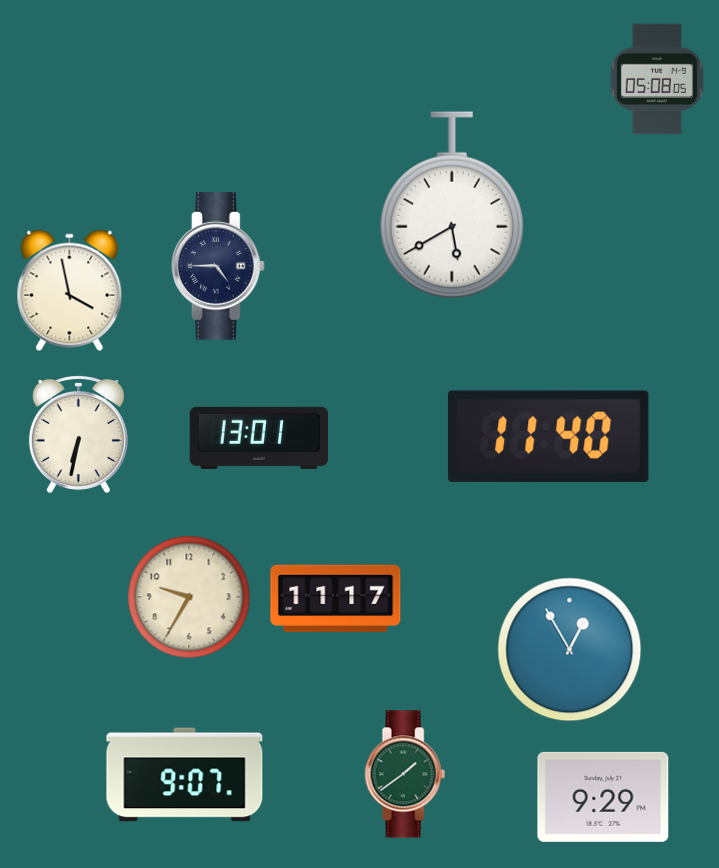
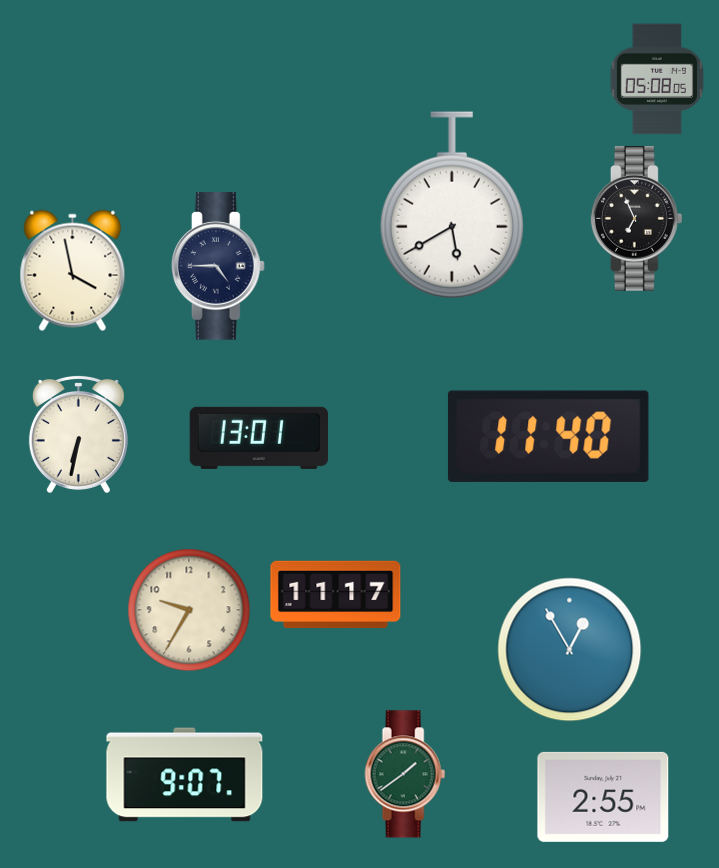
clock at (636, 218): none -> 6:56
clock at (70, 291) position: (70, 291) -> (73, 271)
clock at (189, 597) position: (189, 597) -> (189, 610)
clock at (336, 599) position: (336, 599) -> (336, 595)
clock at (603, 797): 9:29 -> 2:55
